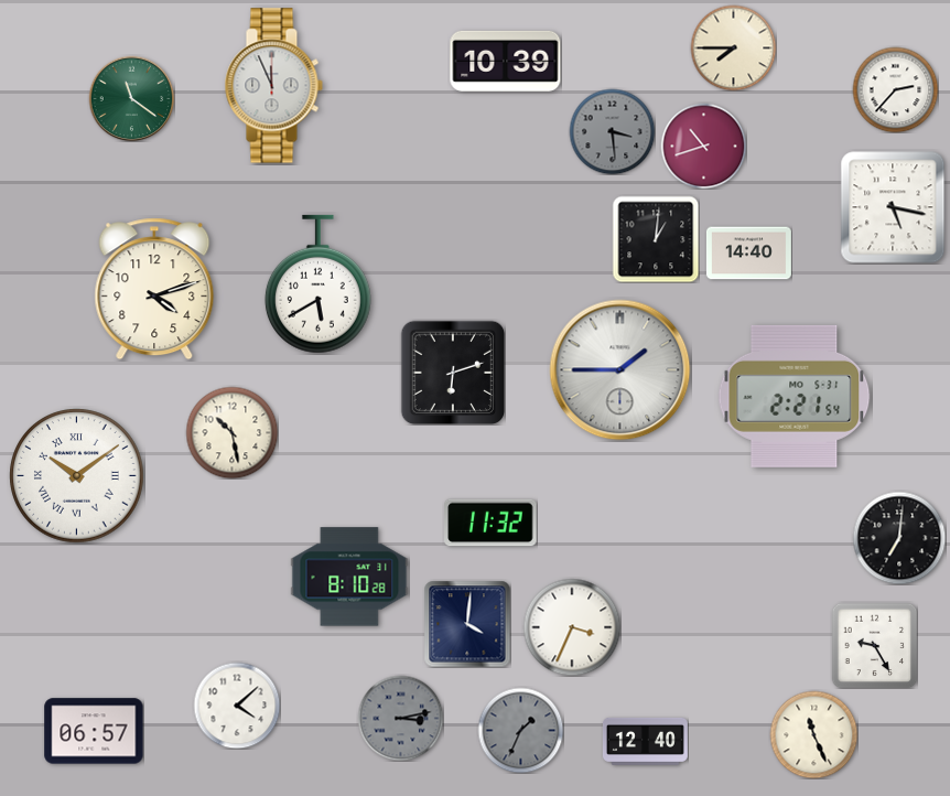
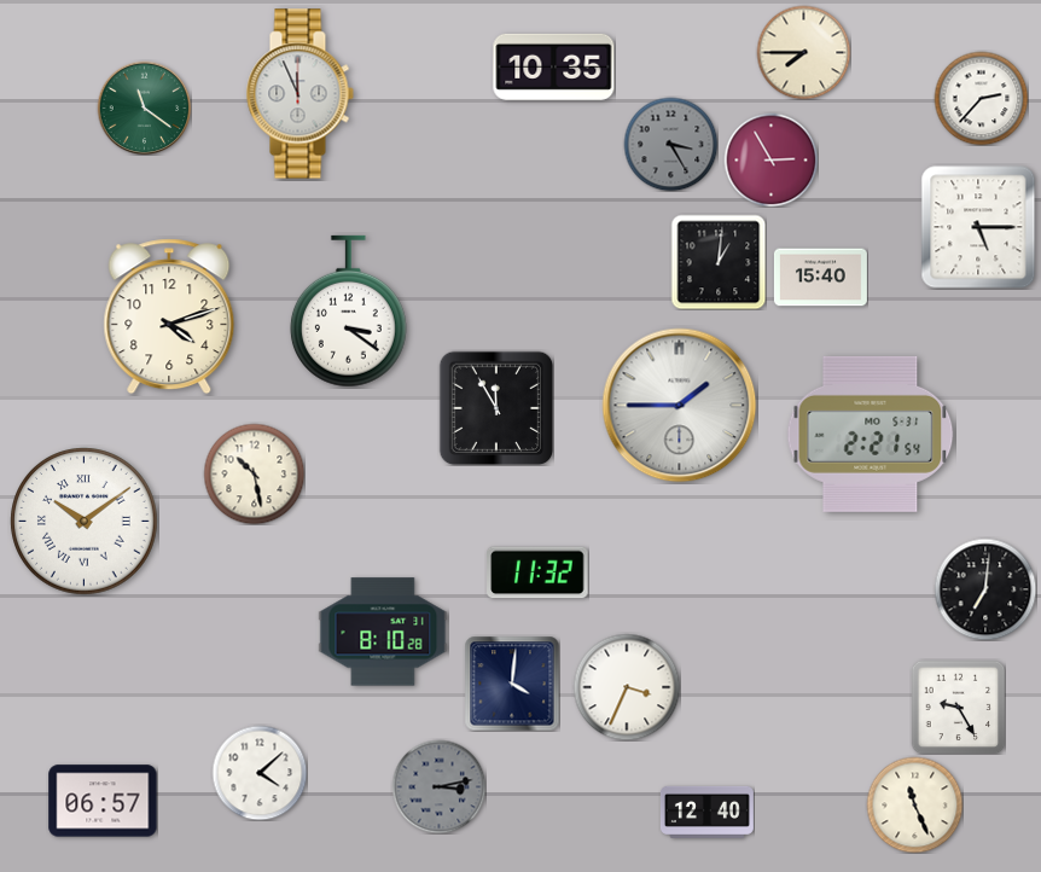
clock at (506, 61): 10:39 -> 10:35
clock at (612, 131): 3:29 -> 3:25
clock at (703, 146): 10:42 -> 2:55
clock at (893, 207): 5:17 -> 5:15
clock at (748, 254): 14:40 -> 15:40
clock at (317, 284): 5:40 -> 3:21
clock at (453, 373): 6:12 -> 11:55
clock at (520, 730): 1:34 -> none
clock at (813, 734) position: (813, 734) -> (914, 804)
